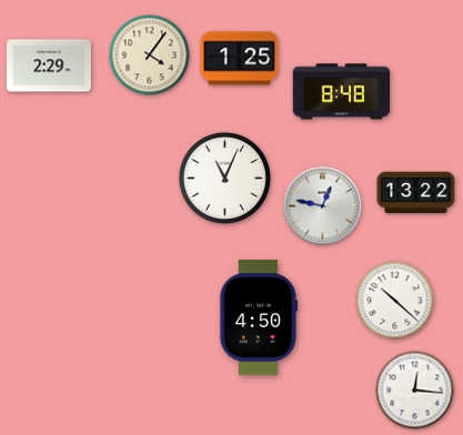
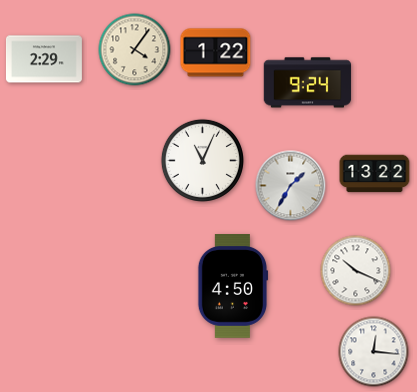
clock at (240, 59): 1:25 -> 1:22
clock at (342, 92): 8:48 -> 9:24
clock at (323, 206): 12:47 -> 1:35
clock at (395, 301): 10:22 -> 10:19
